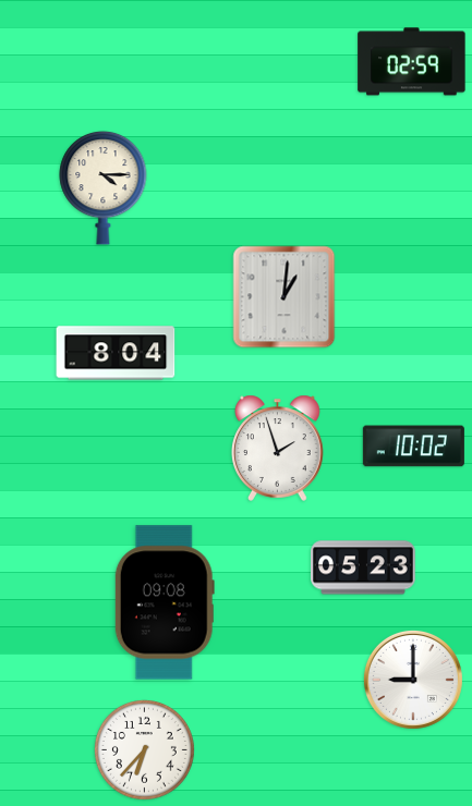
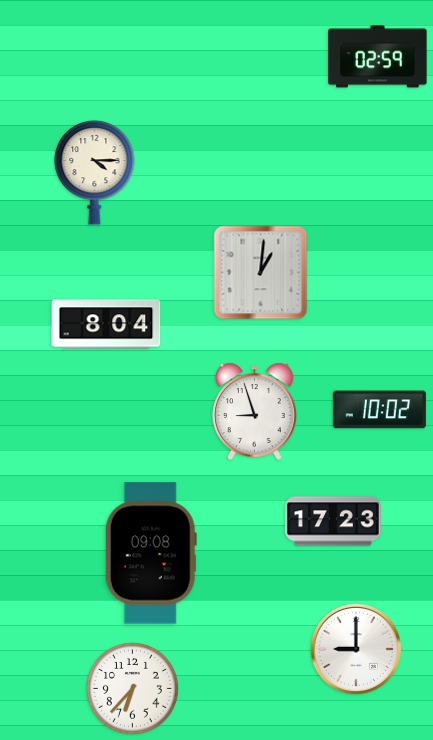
clock at (278, 448): 1:57 -> 8:57
clock at (363, 567): 05:23 -> 17:23
clock at (413, 680) position: (413, 680) -> (356, 649)
